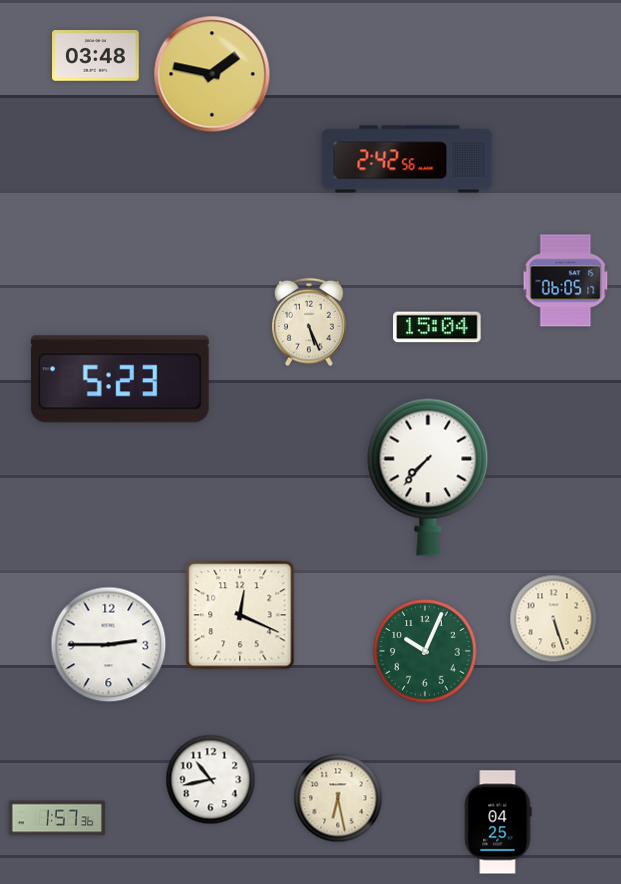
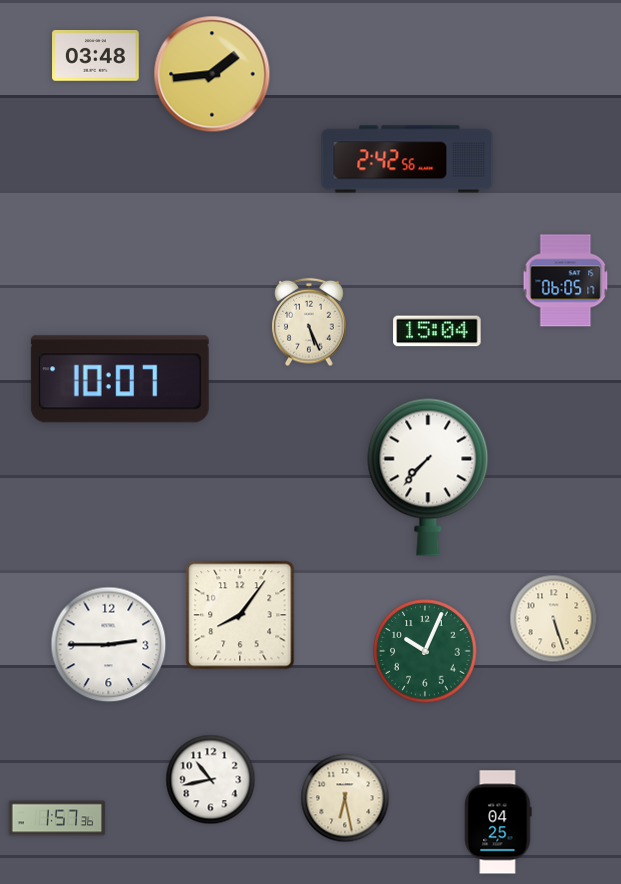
clock at (212, 74): 1:47 -> 1:44
clock at (437, 327) position: (437, 327) -> (437, 331)
clock at (120, 379): 5:23 -> 10:07
clock at (240, 615): 12:19 -> 8:06
clock at (338, 798) position: (338, 798) -> (345, 798)
